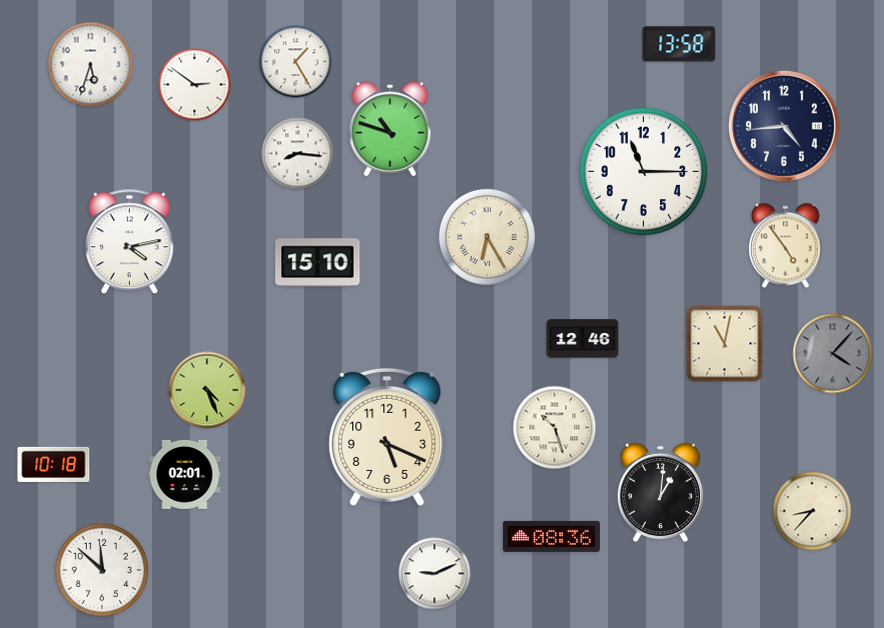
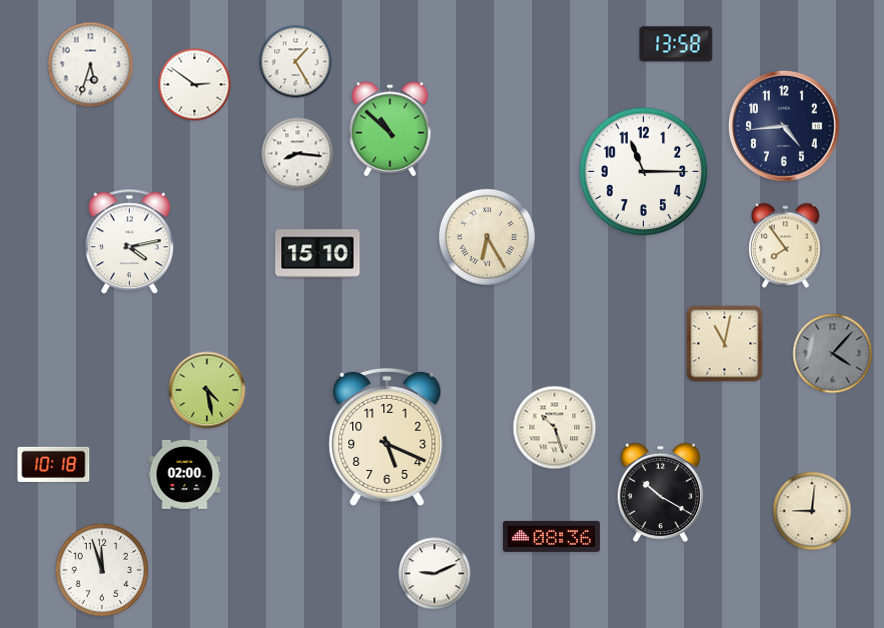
clock at (679, 44) position: (679, 44) -> (676, 44)
clock at (390, 129): 10:48 -> 10:52
clock at (786, 246): 4:54 -> 7:54
clock at (318, 263) position: (318, 263) -> (318, 254)
clock at (583, 339): 12:46 -> none
clock at (207, 390): 4:26 -> 4:28
clock at (185, 474): 02:01 -> 02:00
clock at (660, 493): 1:01 -> 10:20
clock at (812, 511): 8:37 -> 9:01
clock at (102, 570): 11:52 -> 11:57
